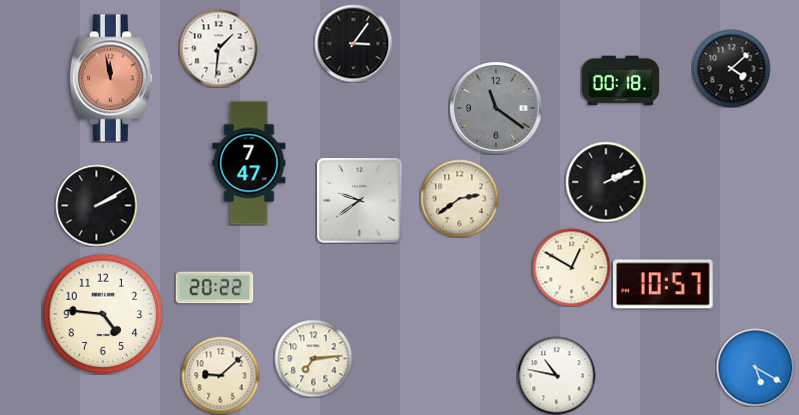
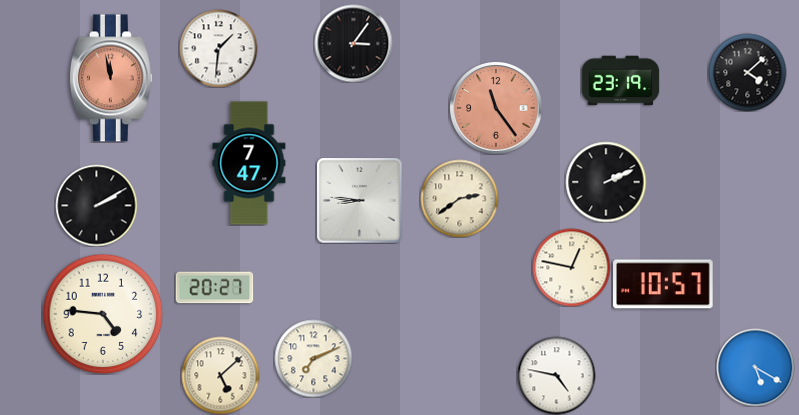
clock at (731, 68) position: (731, 68) -> (747, 72)
clock at (620, 81): 00:18 -> 23:19
clock at (496, 108): 11:21 -> 11:24
clock at (496, 108) dial: grey -> salmon
clock at (359, 200): 9:39 -> 8:46
clock at (571, 267): 12:50 -> 12:47
clock at (214, 288): 20:22 -> 20:27
clock at (313, 358): 7:14 -> 7:11
clock at (220, 375): 9:08 -> 5:08
clock at (556, 375): 10:47 -> 4:47
